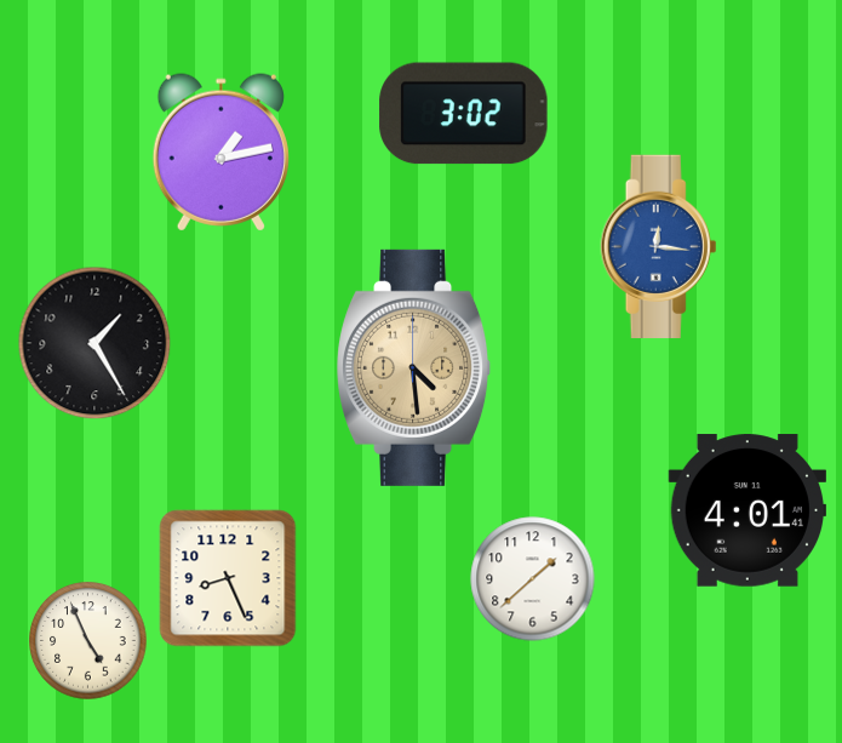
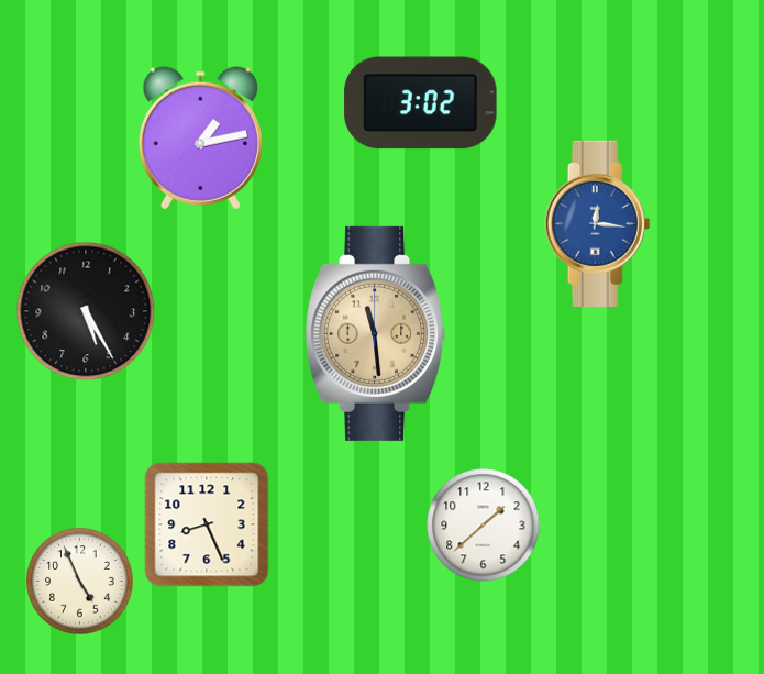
clock at (94, 343): 1:25 -> 5:25
clock at (414, 367): 4:29 -> 11:29
clock at (746, 510): 4:01 -> none
